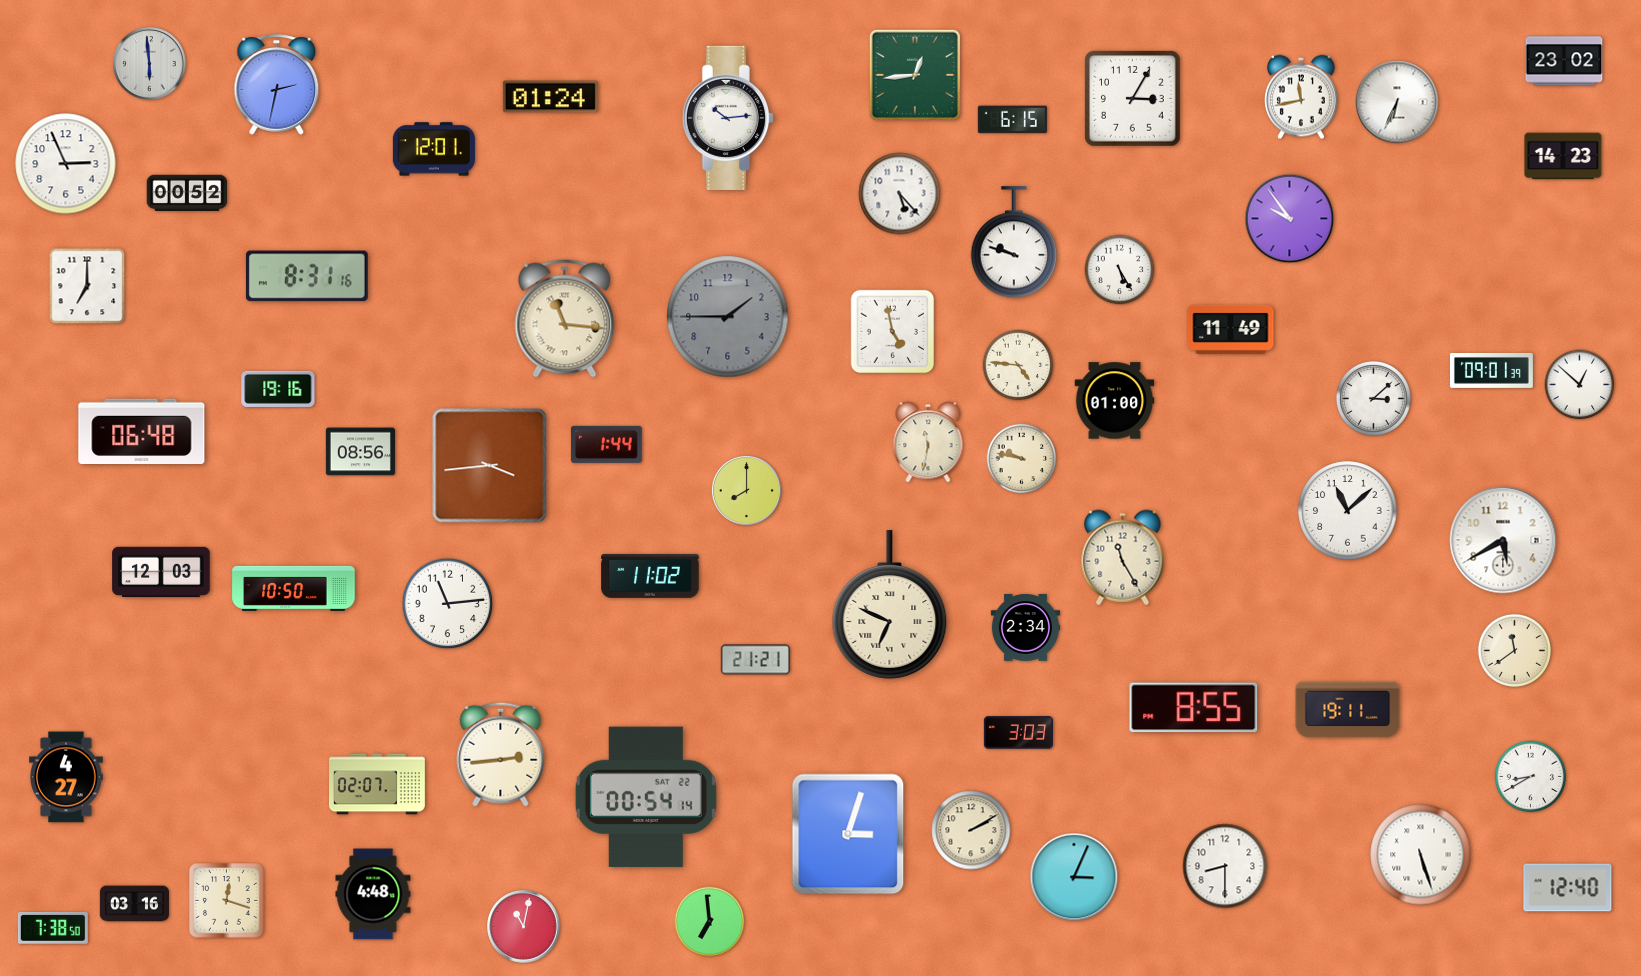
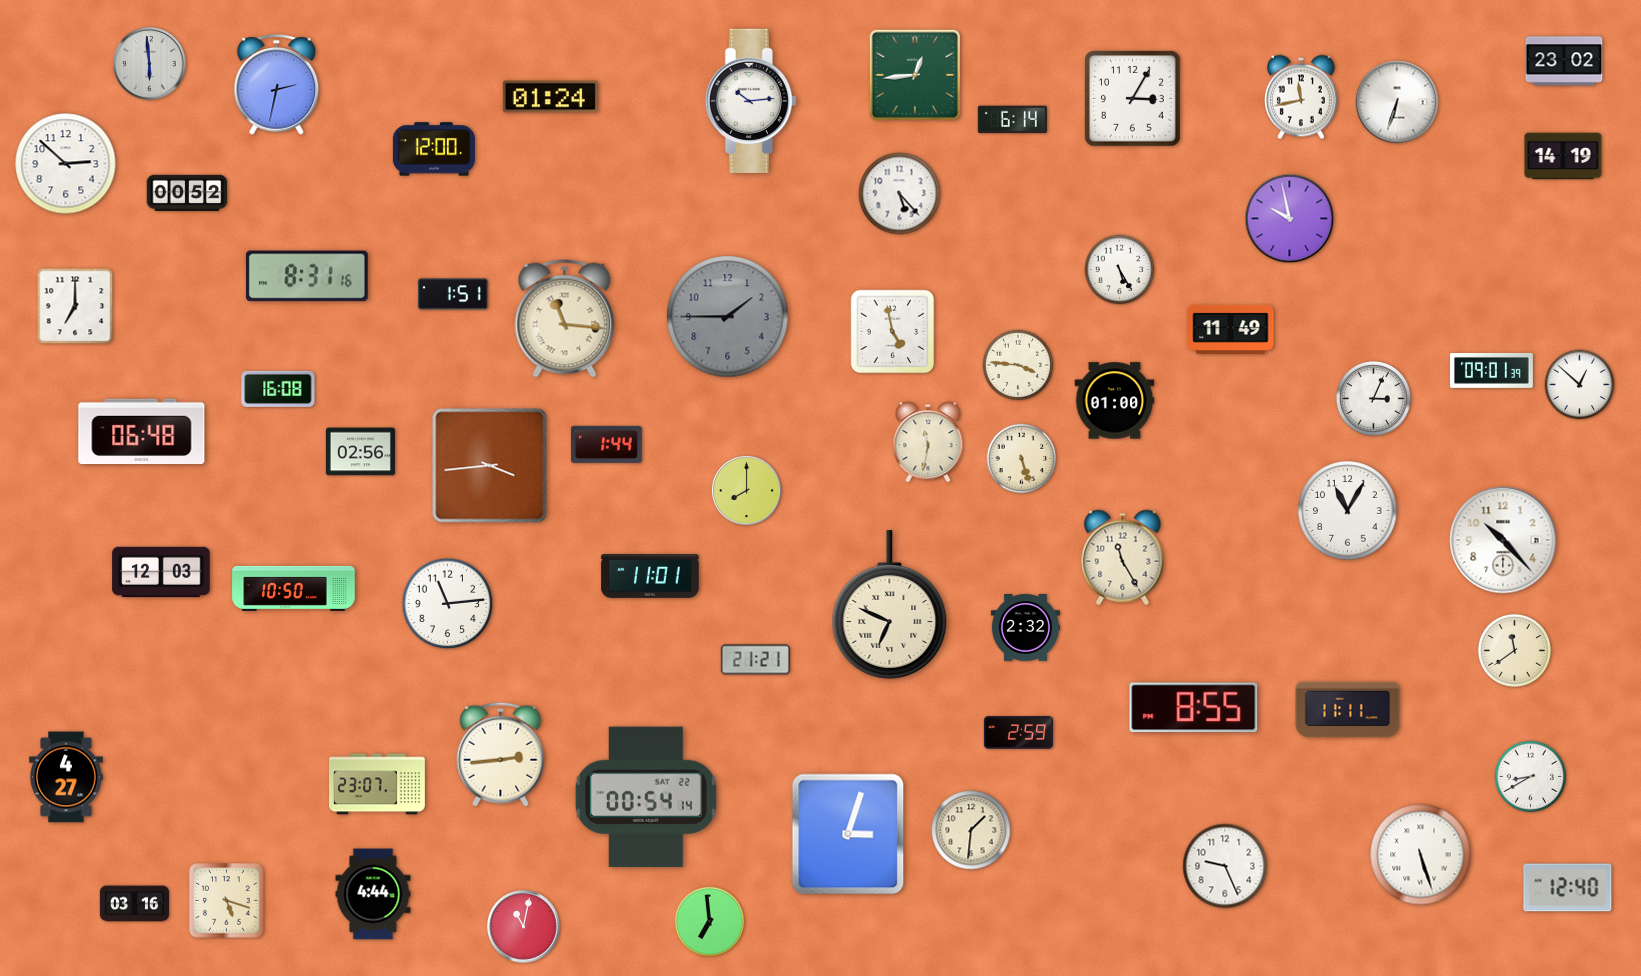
clock at (1397, 102): 6:34 -> 6:33
clock at (728, 118) position: (728, 118) -> (751, 101)
clock at (1012, 120): 6:15 -> 6:14
clock at (434, 149): 12:01 -> 12:00
clock at (1563, 156): 14:23 -> 14:19
clock at (66, 164): 2:56 -> 2:52
clock at (1290, 219): 9:54 -> 9:58
clock at (1013, 243): 9:48 -> none
clock at (87, 286) position: (87, 286) -> (75, 306)
clock at (453, 294): none -> 1:51
clock at (1018, 365): 4:46 -> 3:46
clock at (278, 389): 19:16 -> 16:08
clock at (1373, 398): 3:08 -> 3:04
clock at (360, 452): 08:56 -> 02:56
clock at (1022, 459): 9:47 -> 5:27
clock at (1348, 511): 11:08 -> 11:05
clock at (1503, 540): 5:40 -> 10:23
clock at (650, 577): 11:02 -> 11:01
clock at (1025, 628): 2:34 -> 2:32
clock at (1348, 710): 19:11 -> 11:11
clock at (1018, 733): 3:03 -> 2:59
clock at (378, 784): 02:07 -> 23:07
clock at (971, 830): 2:10 -> 1:31
clock at (1225, 866): 8:30 -> 9:26
clock at (1074, 877): 3:04 -> none
clock at (373, 894): 4:48 -> 4:44
clock at (227, 901): 12:18 -> 5:18
clock at (53, 929): 7:38 -> none
